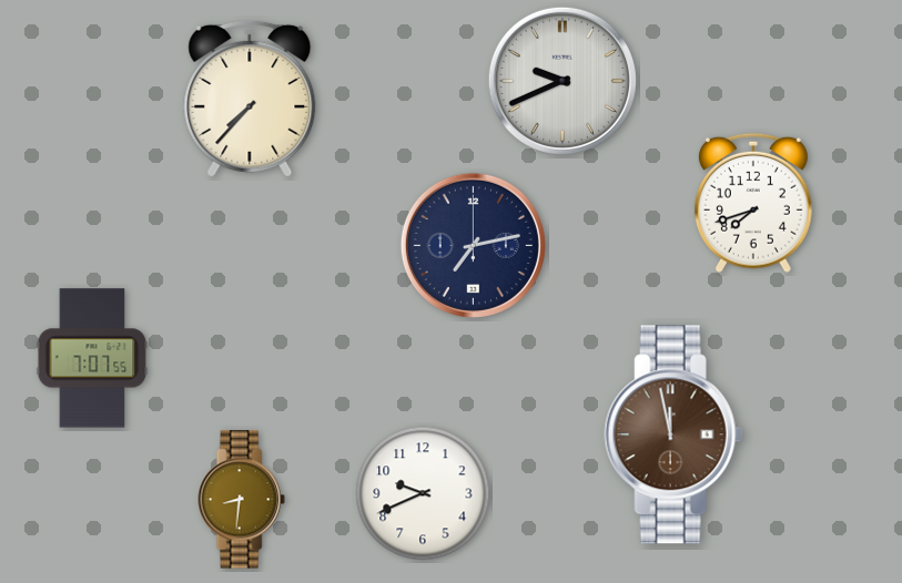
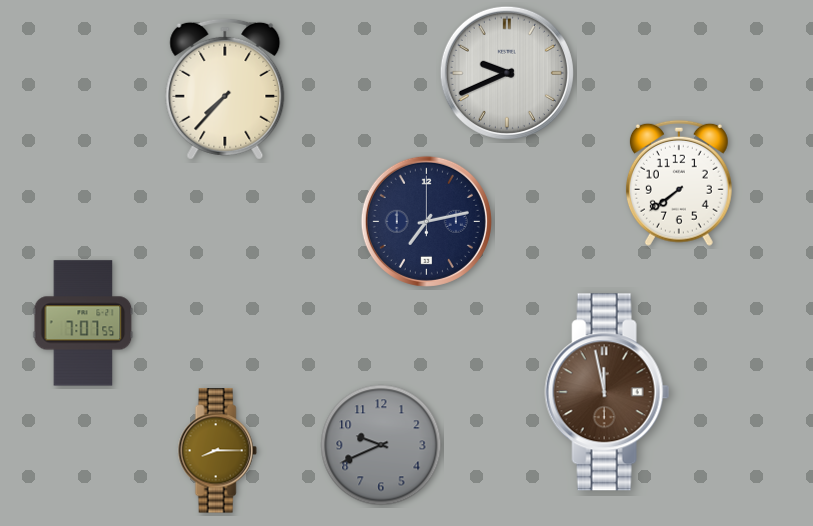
clock at (753, 203): 7:42 -> 7:39
clock at (423, 493) dial: white -> grey
clock at (241, 500): 8:31 -> 8:15
